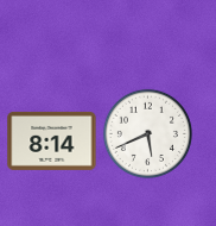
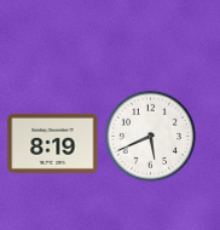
clock at (52, 140): 8:14 -> 8:19
